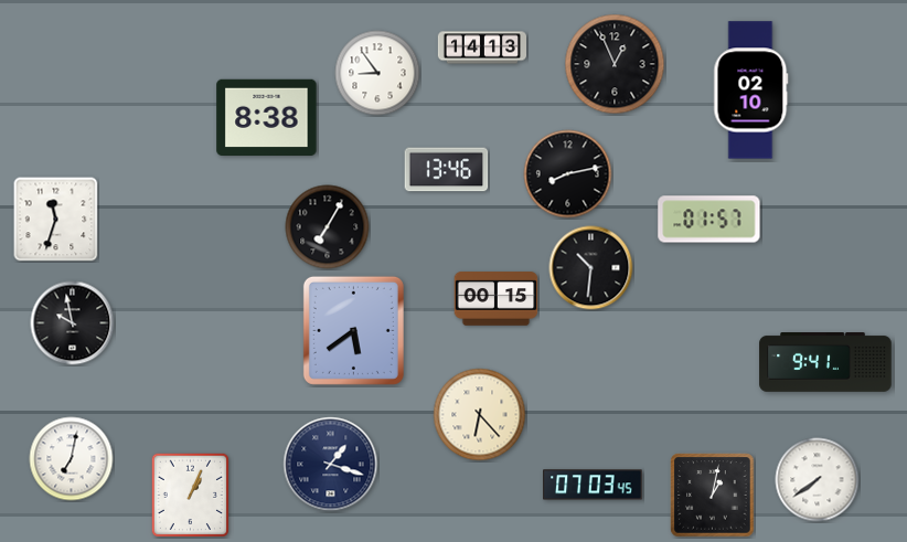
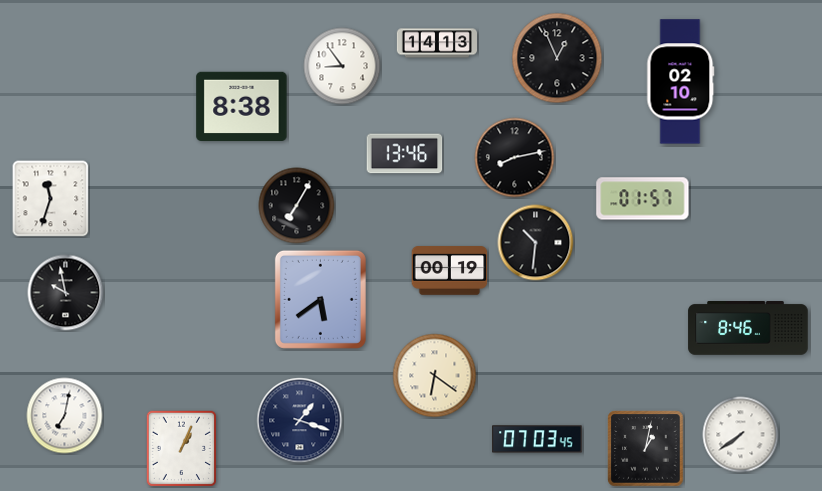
clock at (497, 299): 00:15 -> 00:19
clock at (825, 363): 9:41 -> 8:46
clock at (480, 415): 6:23 -> 6:21
clock at (190, 495) position: (190, 495) -> (181, 448)
